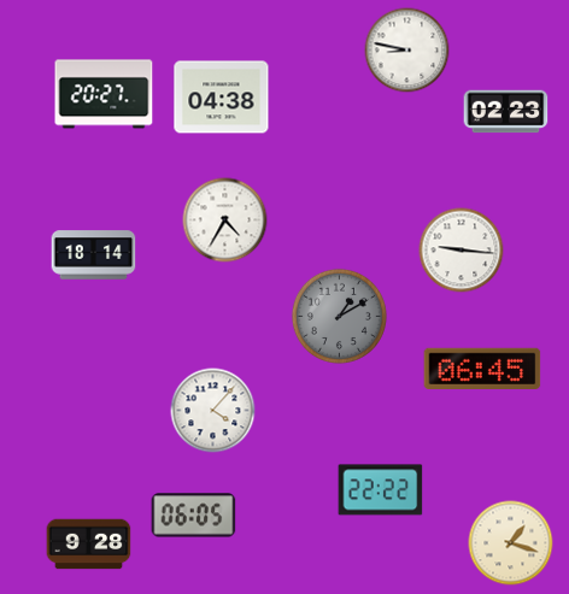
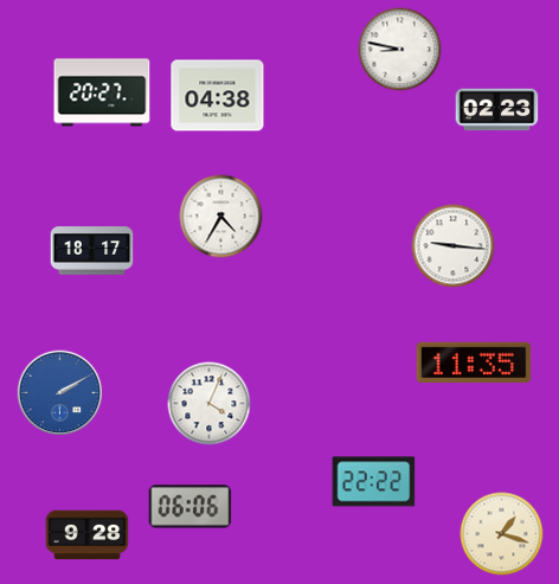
clock at (94, 255): 18:14 -> 18:17
clock at (339, 316): 1:10 -> none
clock at (482, 367): 06:45 -> 11:35
clock at (60, 393): none -> 2:10
clock at (213, 411): 4:07 -> 4:04
clock at (194, 516): 06:05 -> 06:06
